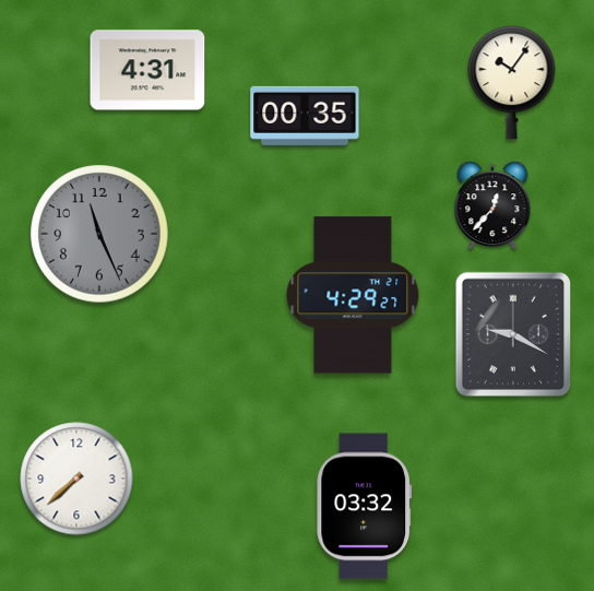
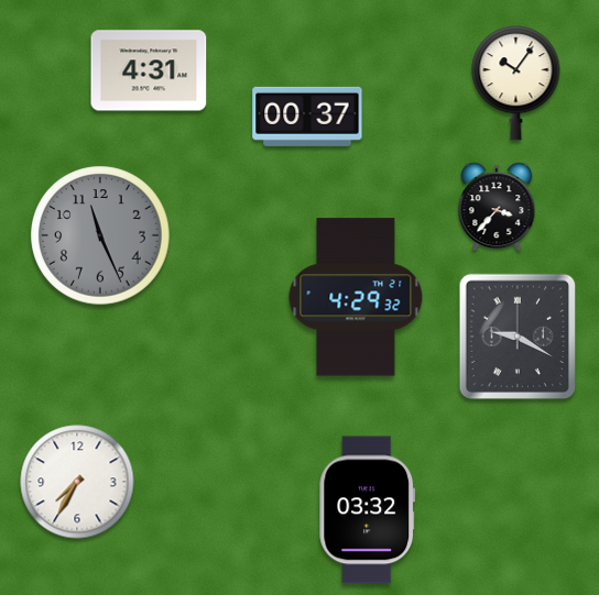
clock at (305, 116): 00:35 -> 00:37
clock at (492, 205): 12:37 -> 3:37
clock at (353, 295): 4:29:27 -> 4:29:32
clock at (76, 478): 7:38 -> 7:35
